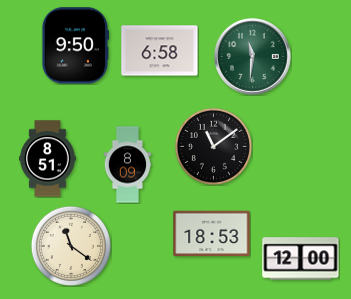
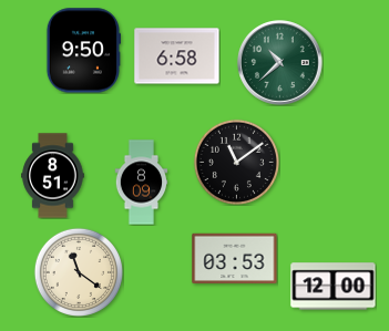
clock at (253, 57): 11:31 -> 10:38
clock at (212, 234): 18:53 -> 03:53
